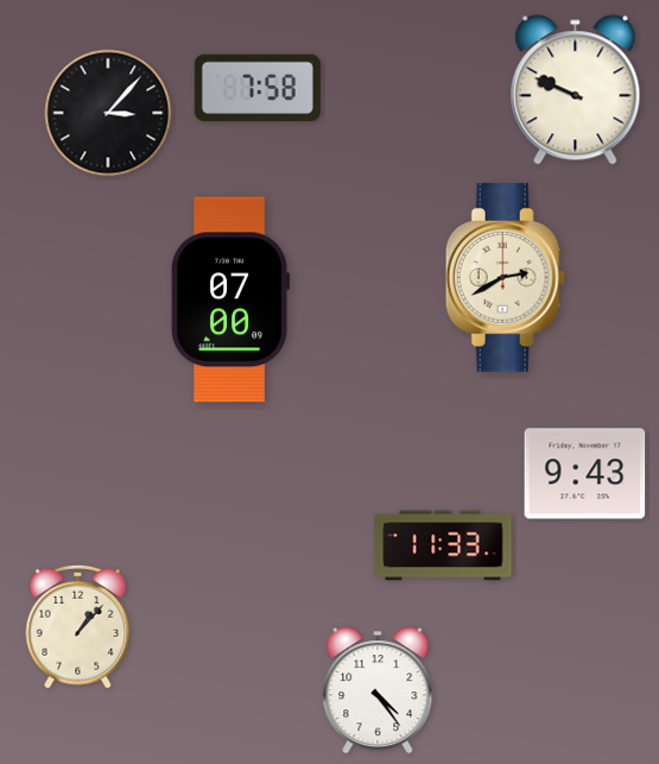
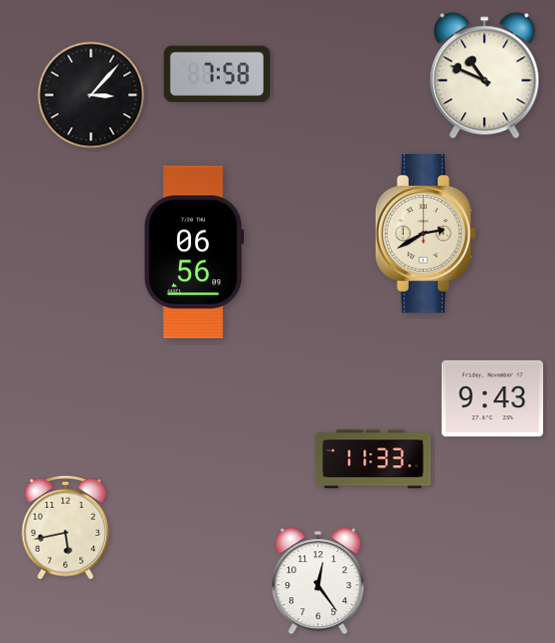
clock at (576, 90): 9:49 -> 10:49
clock at (230, 299): 07:00 -> 06:56
clock at (78, 626): 1:07 -> 5:43
clock at (378, 690): 4:24 -> 12:24
